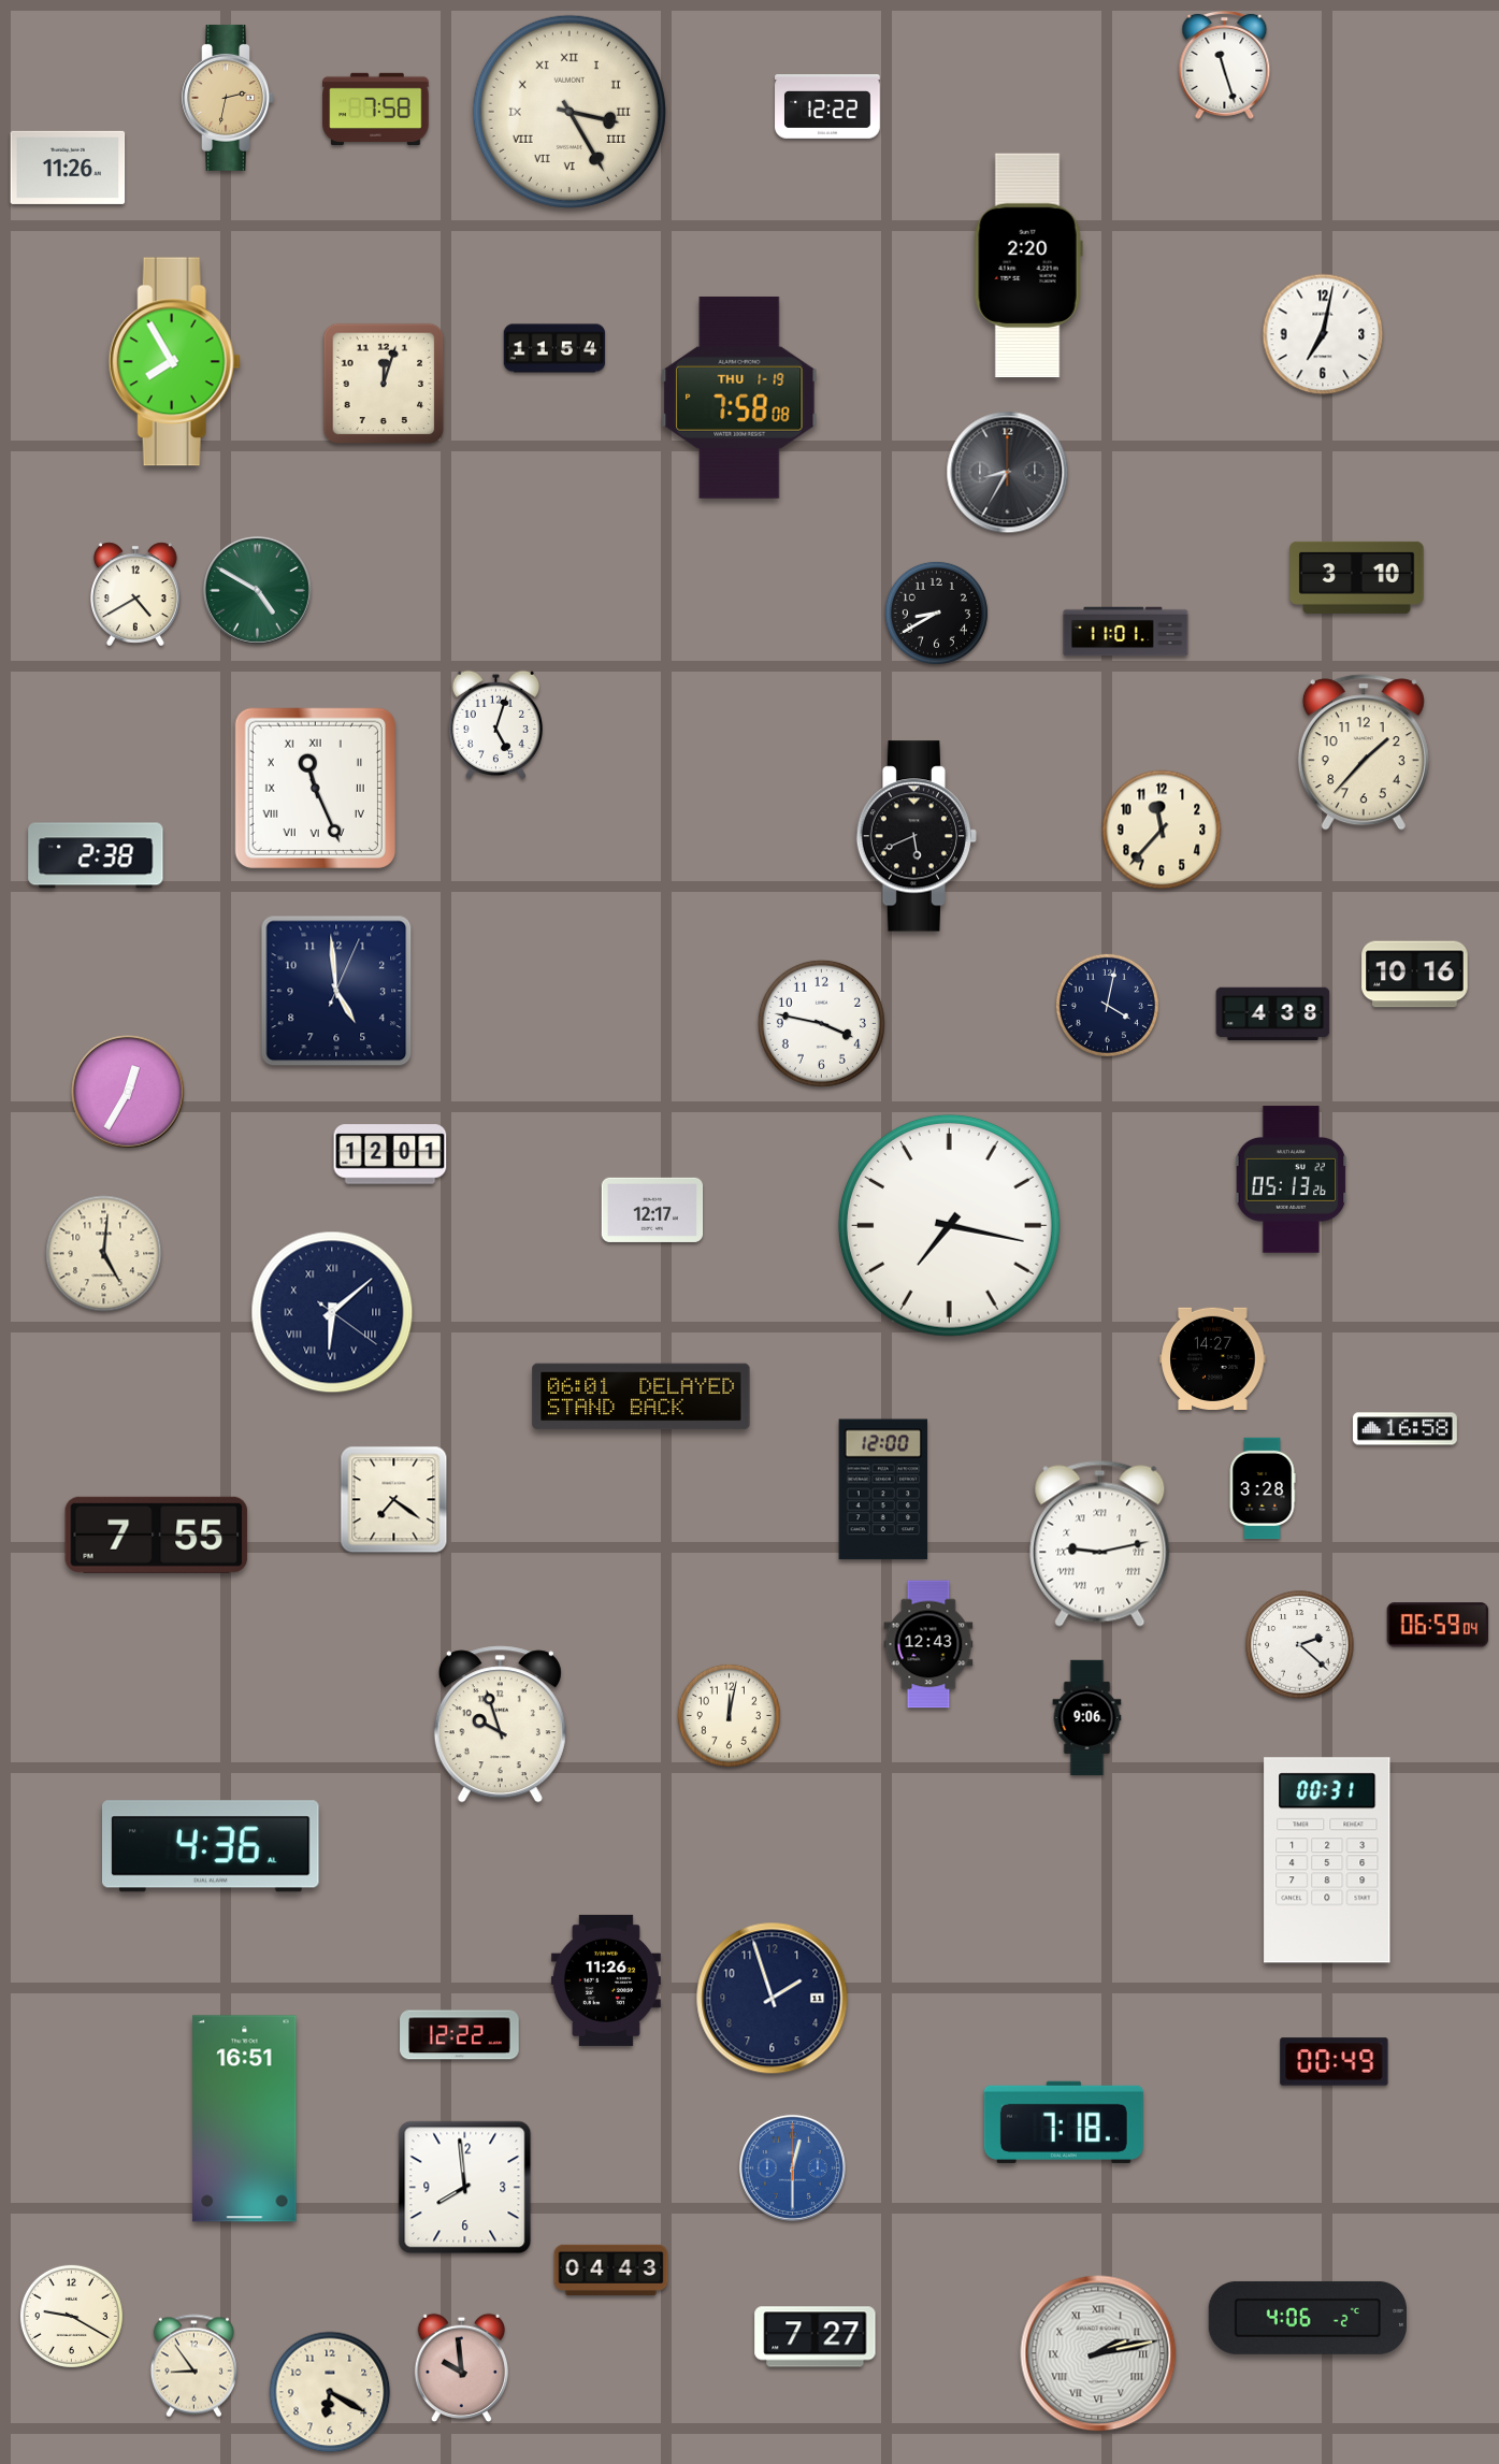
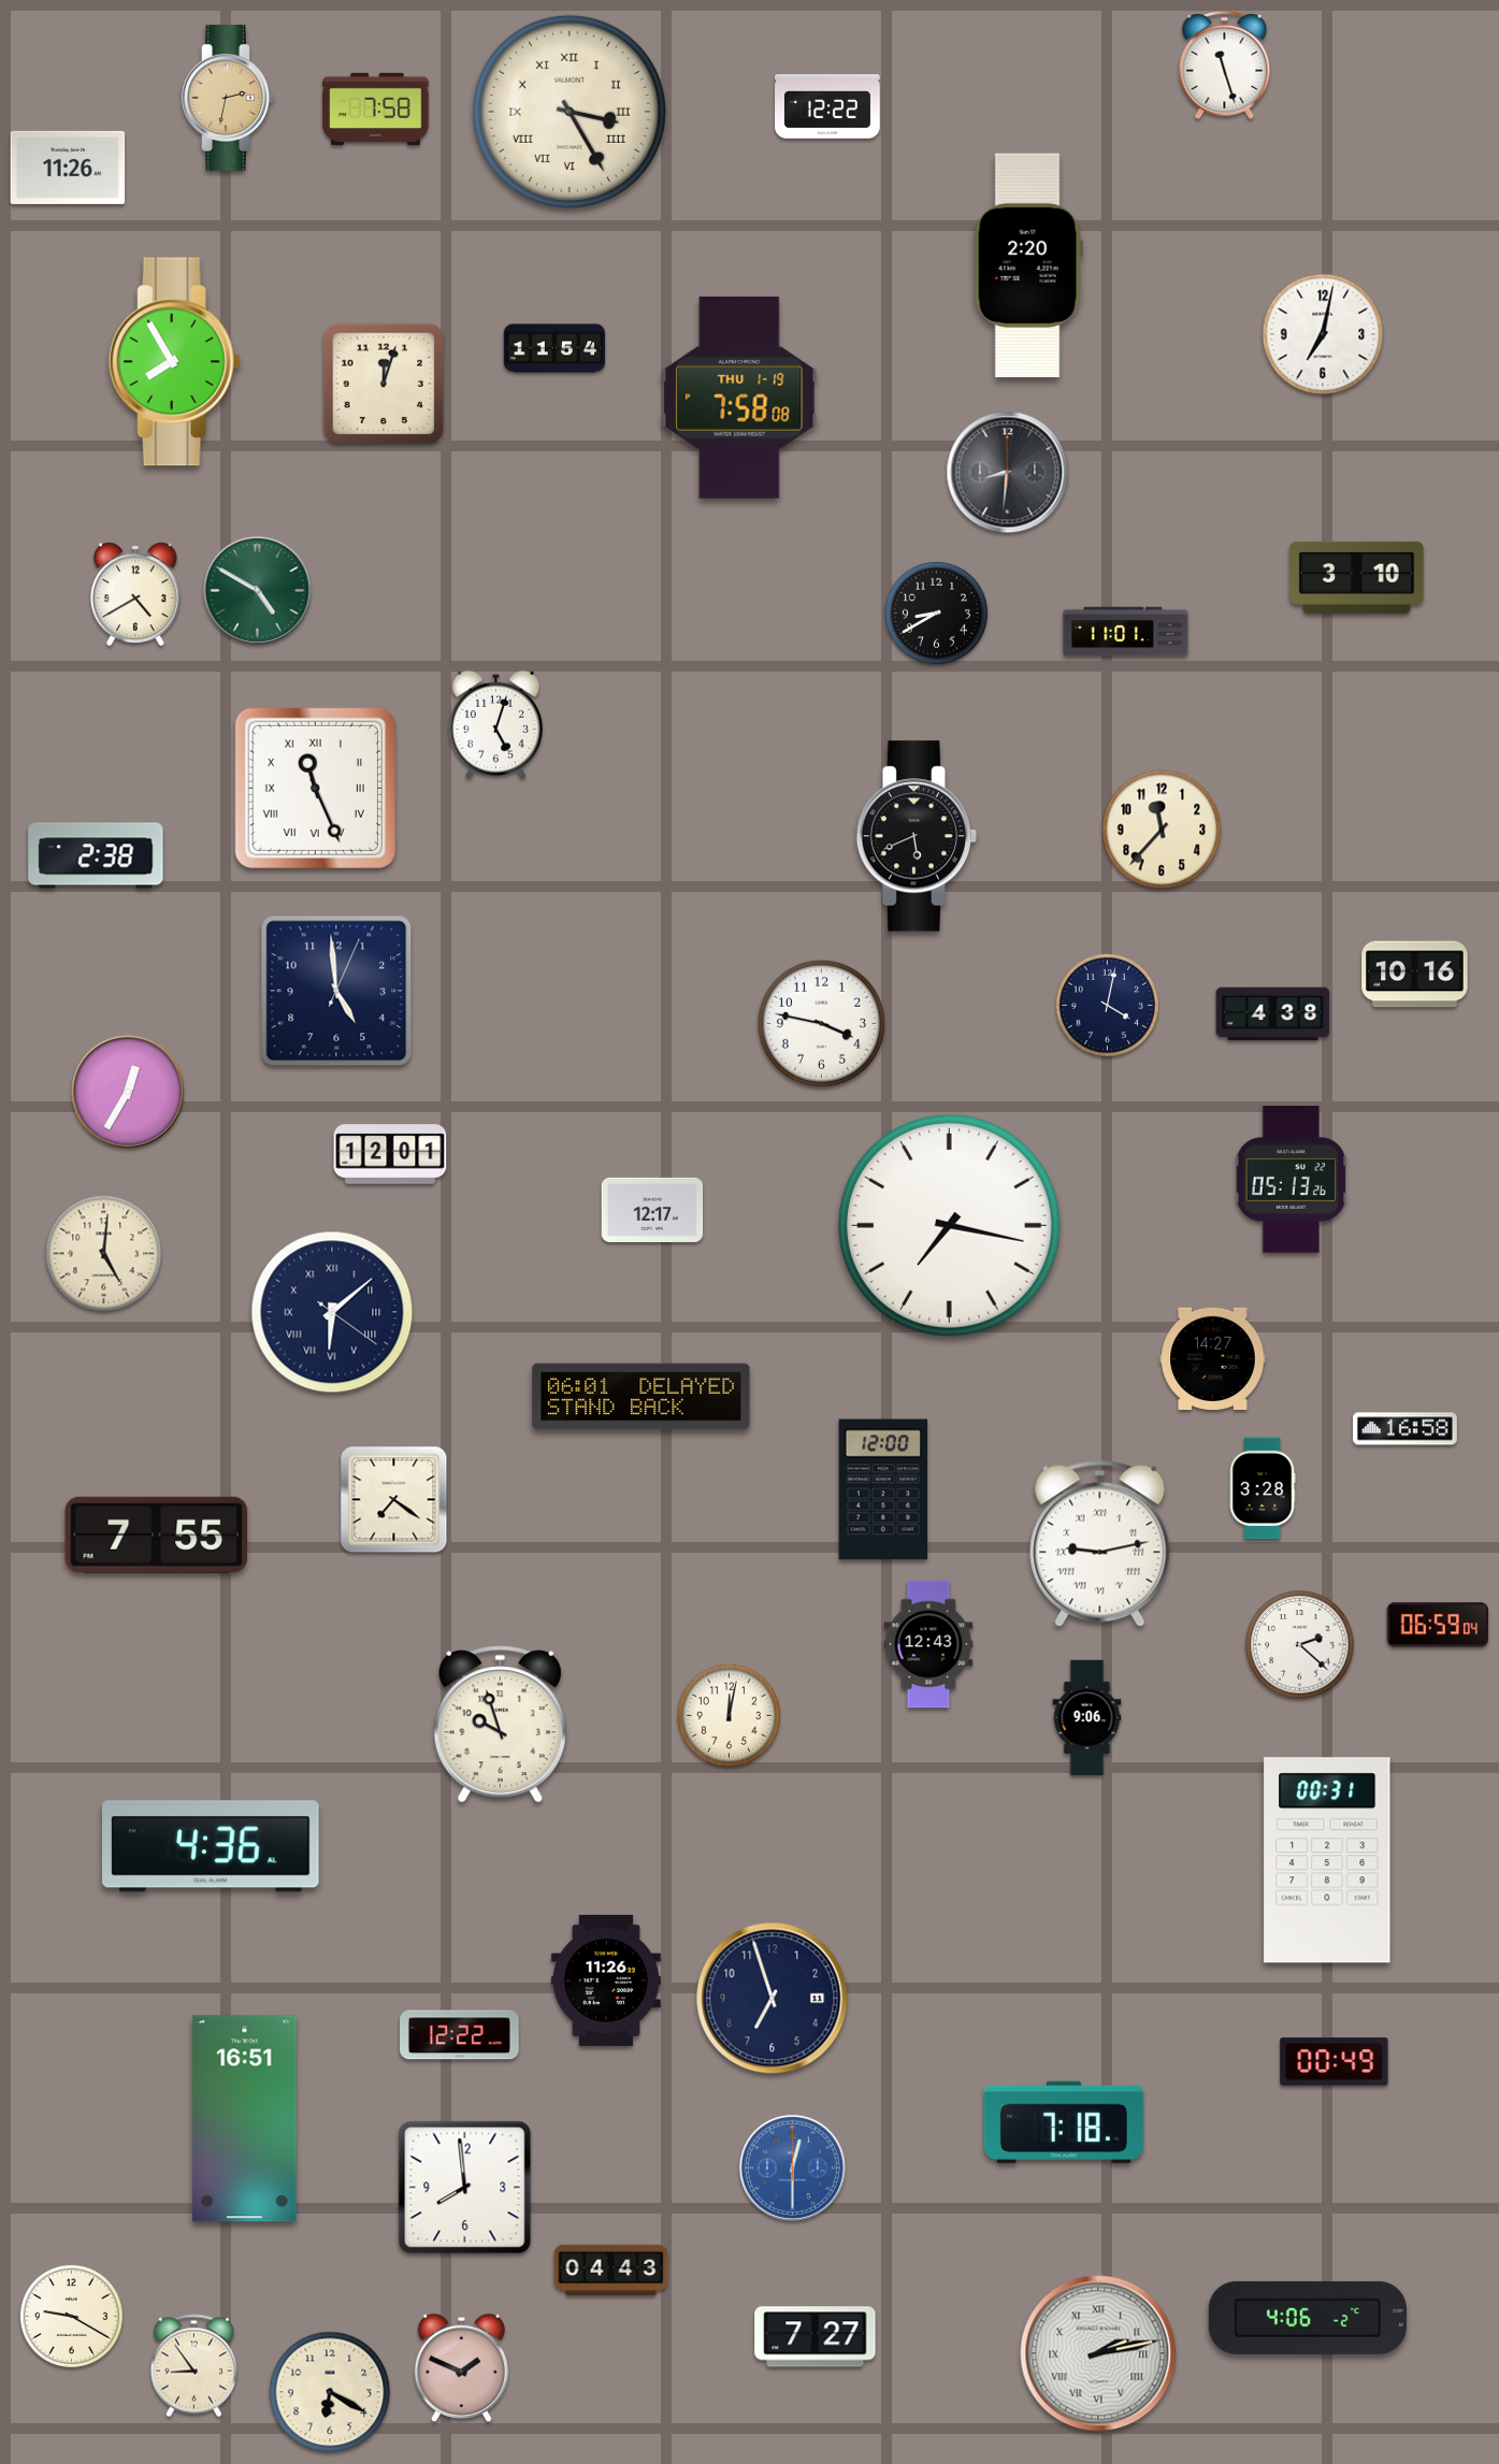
clock at (1008, 473): 8:35 -> 8:31
clock at (1364, 752): 1:37 -> none
clock at (773, 1999): 1:57 -> 6:57
clock at (461, 2368): 9:59 -> 1:49
